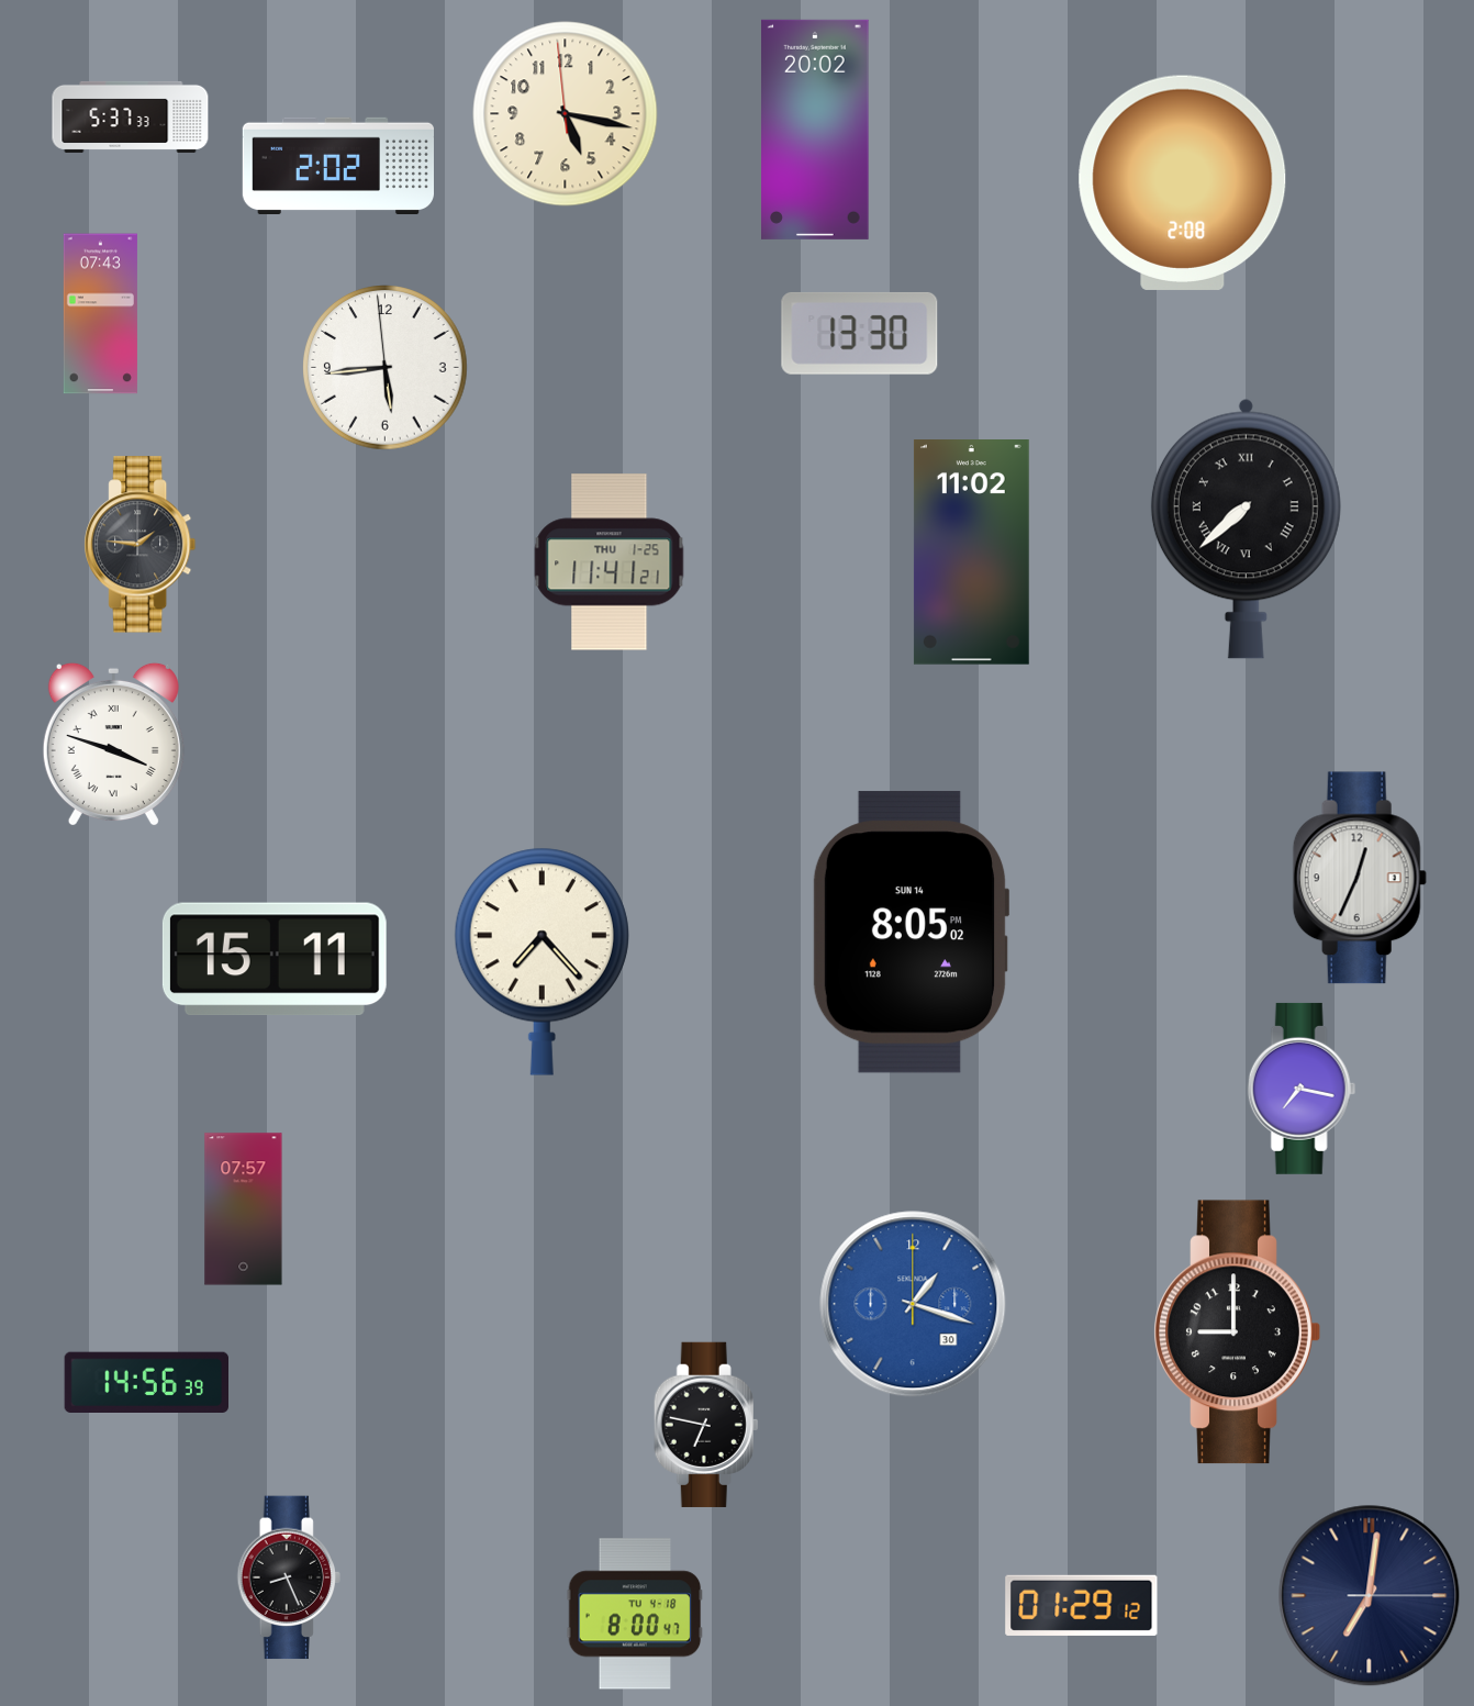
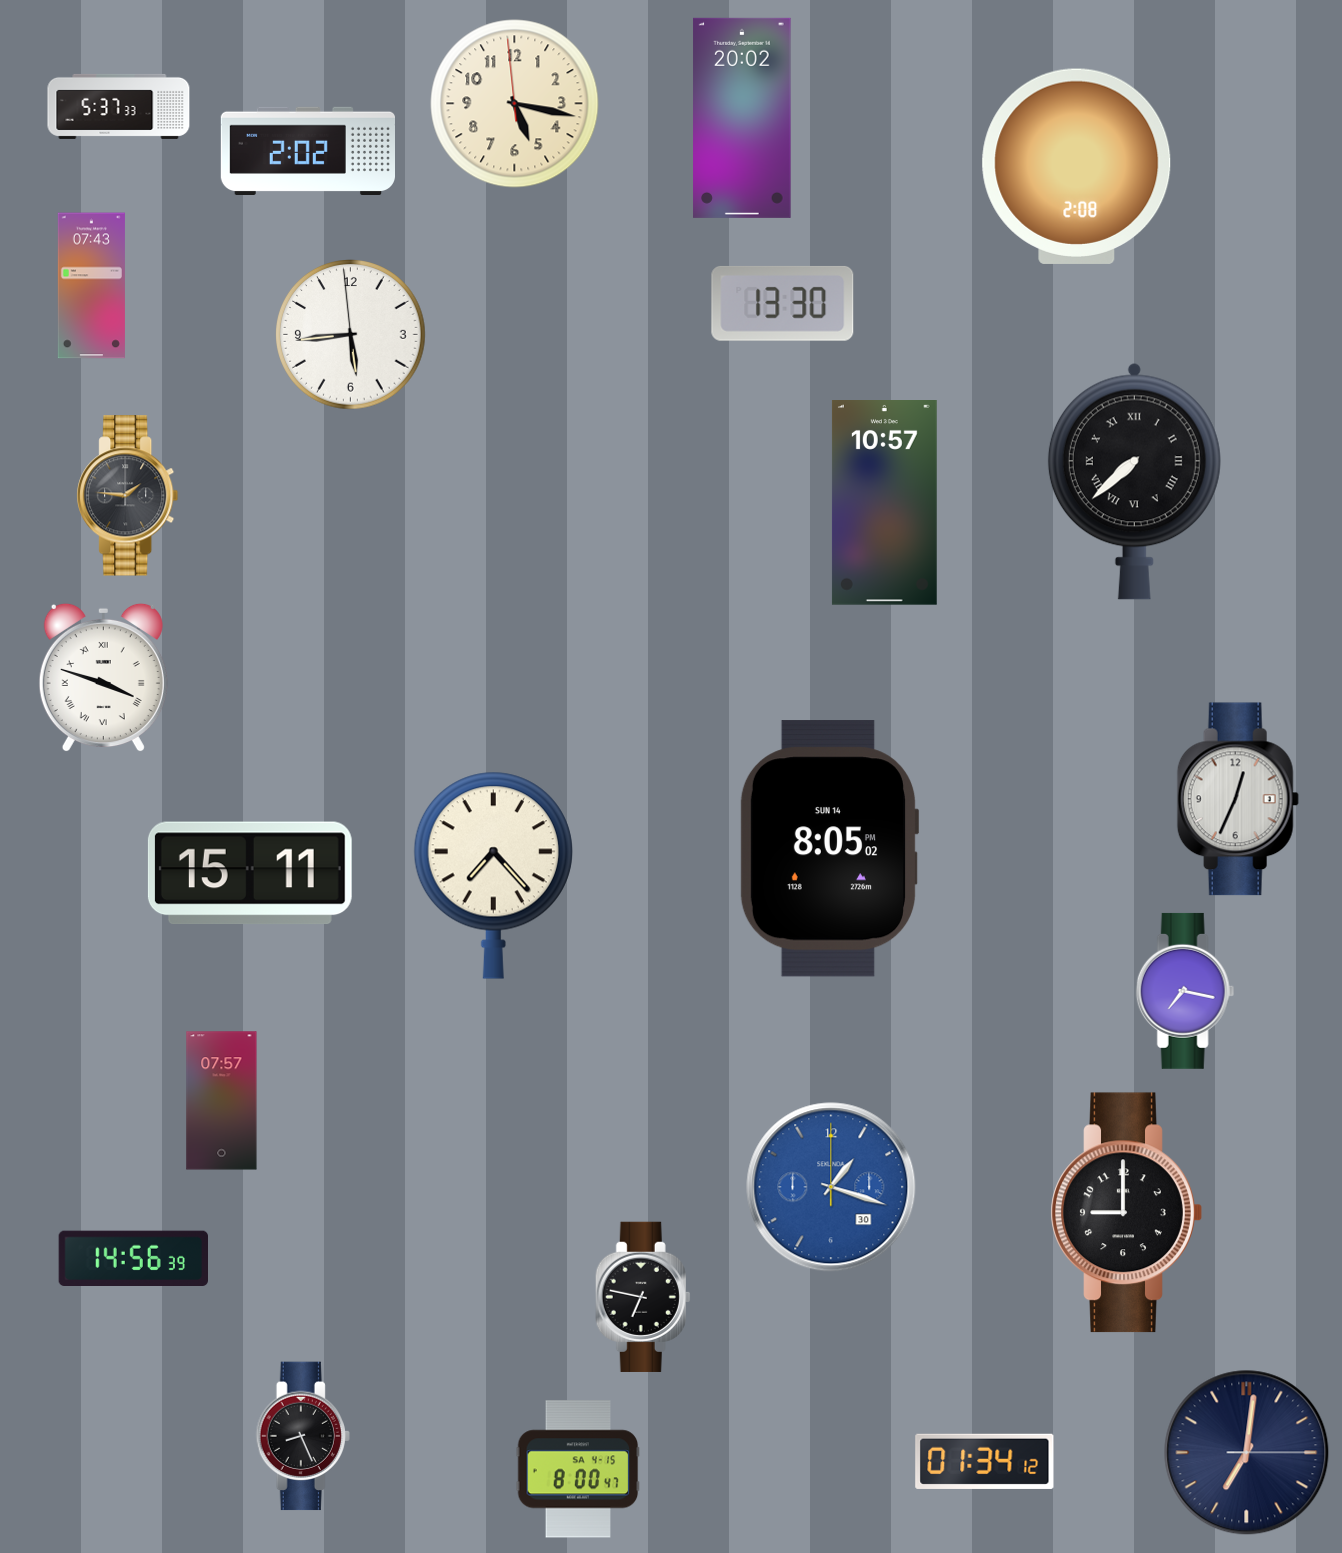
clock at (971, 553): 11:02 -> 10:57
clock at (610, 562): 11:41 -> none
clock at (289, 1577) position: (289, 1577) -> (303, 1436)
clock at (1082, 1605): 01:29 -> 01:34
clock at (635, 1614) date: TU 4-18 -> SA 4-15
